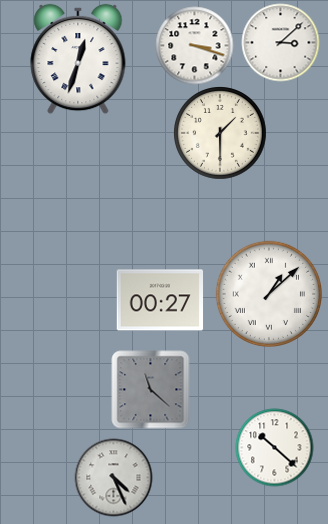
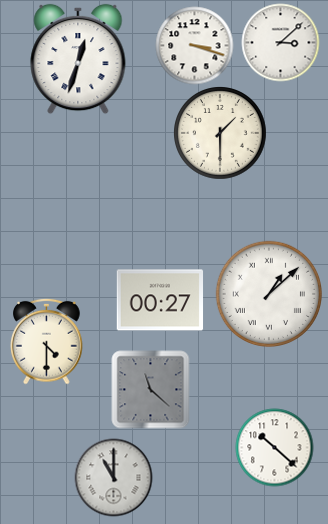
clock at (47, 341): none -> 4:30
clock at (113, 477): 4:26 -> 11:00
